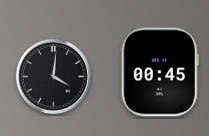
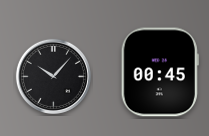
clock at (53, 76): 4:01 -> 10:07
